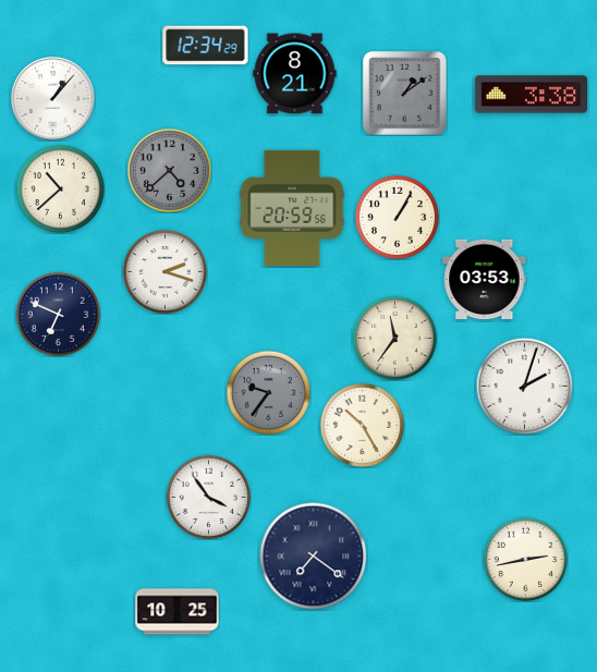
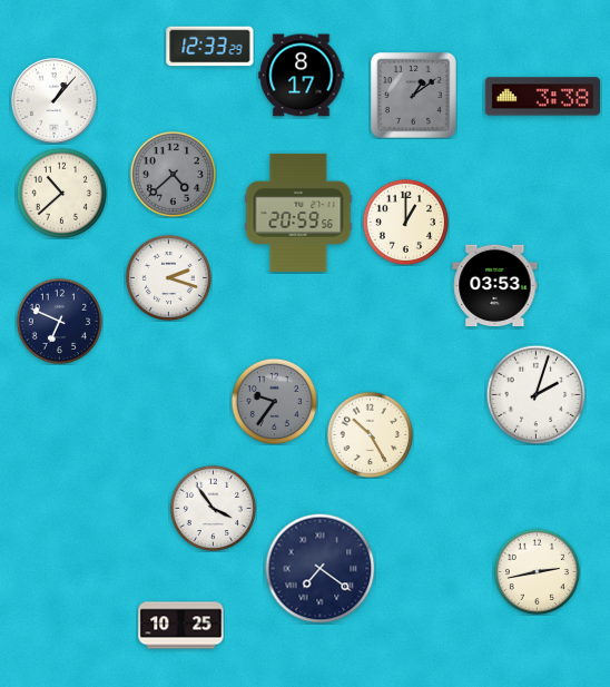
clock at (206, 46): 12:34 -> 12:33
clock at (295, 74): 8:21 -> 8:17
clock at (397, 217): 1:05 -> 1:00
clock at (394, 338): 11:36 -> none
